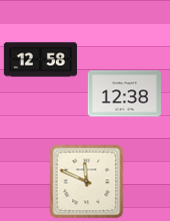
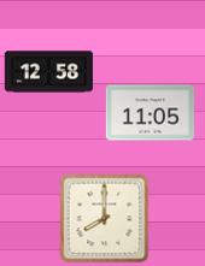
clock at (124, 94): 12:38 -> 11:05
clock at (87, 182): 11:49 -> 8:00
